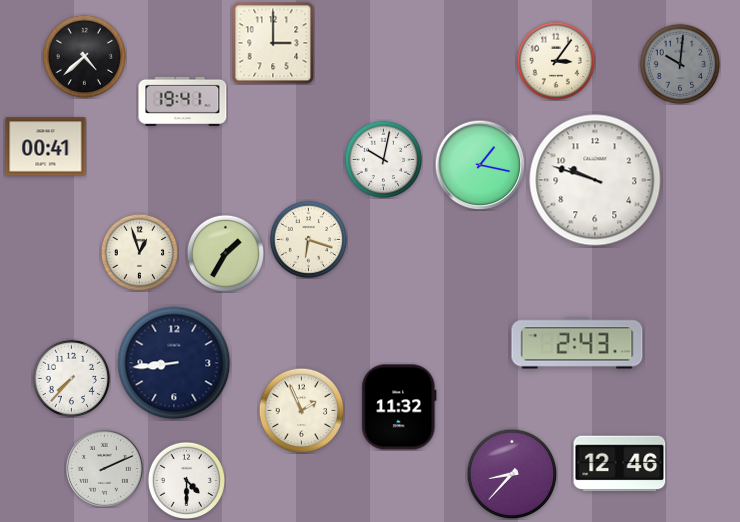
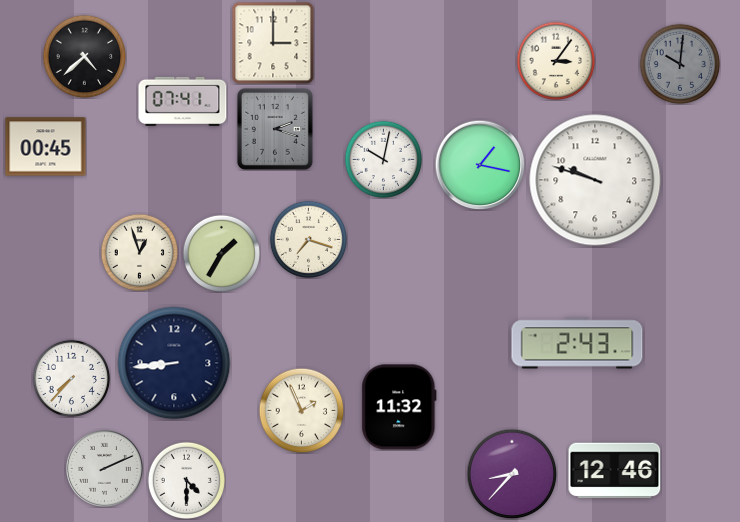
clock at (183, 101): 19:41 -> 07:41
clock at (275, 129): none -> 2:18
clock at (46, 147): 00:41 -> 00:45
clock at (308, 239): 6:18 -> 7:18
clock at (225, 253) position: (225, 253) -> (221, 253)
clock at (620, 464) position: (620, 464) -> (615, 471)
